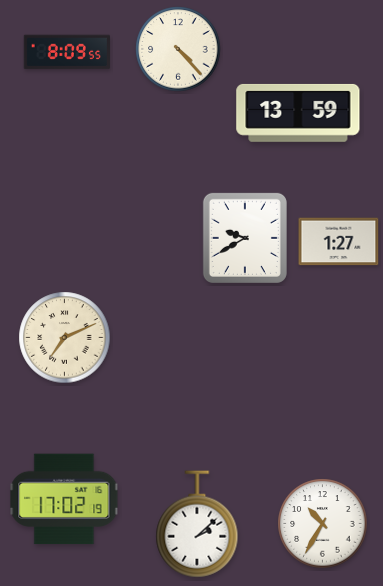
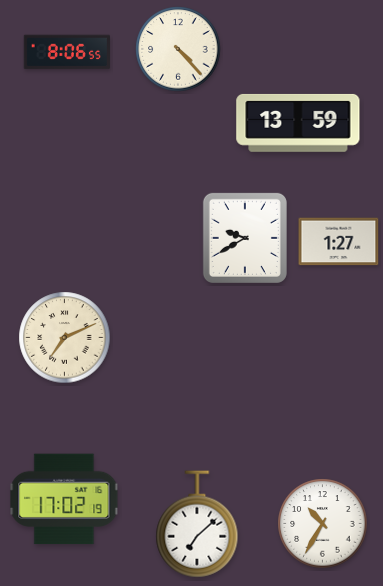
clock at (66, 52): 8:09 -> 8:06
clock at (298, 113) position: (298, 113) -> (298, 123)
clock at (197, 524): 2:08 -> 7:08
